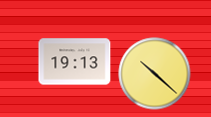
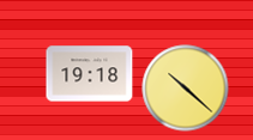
clock at (75, 62): 19:13 -> 19:18
